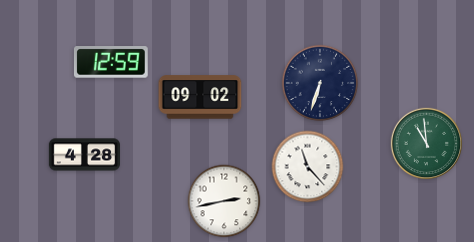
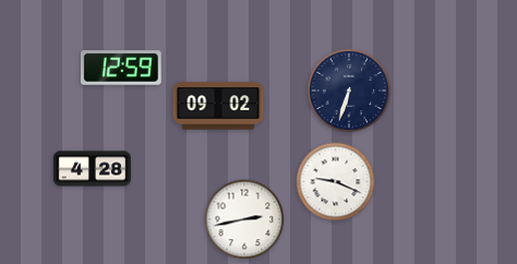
clock at (426, 143): 10:59 -> none
clock at (308, 167): 11:23 -> 9:19
